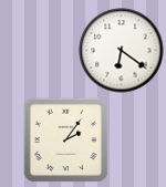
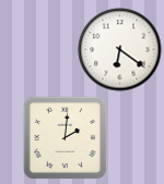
clock at (65, 139): 2:06 -> 2:01
